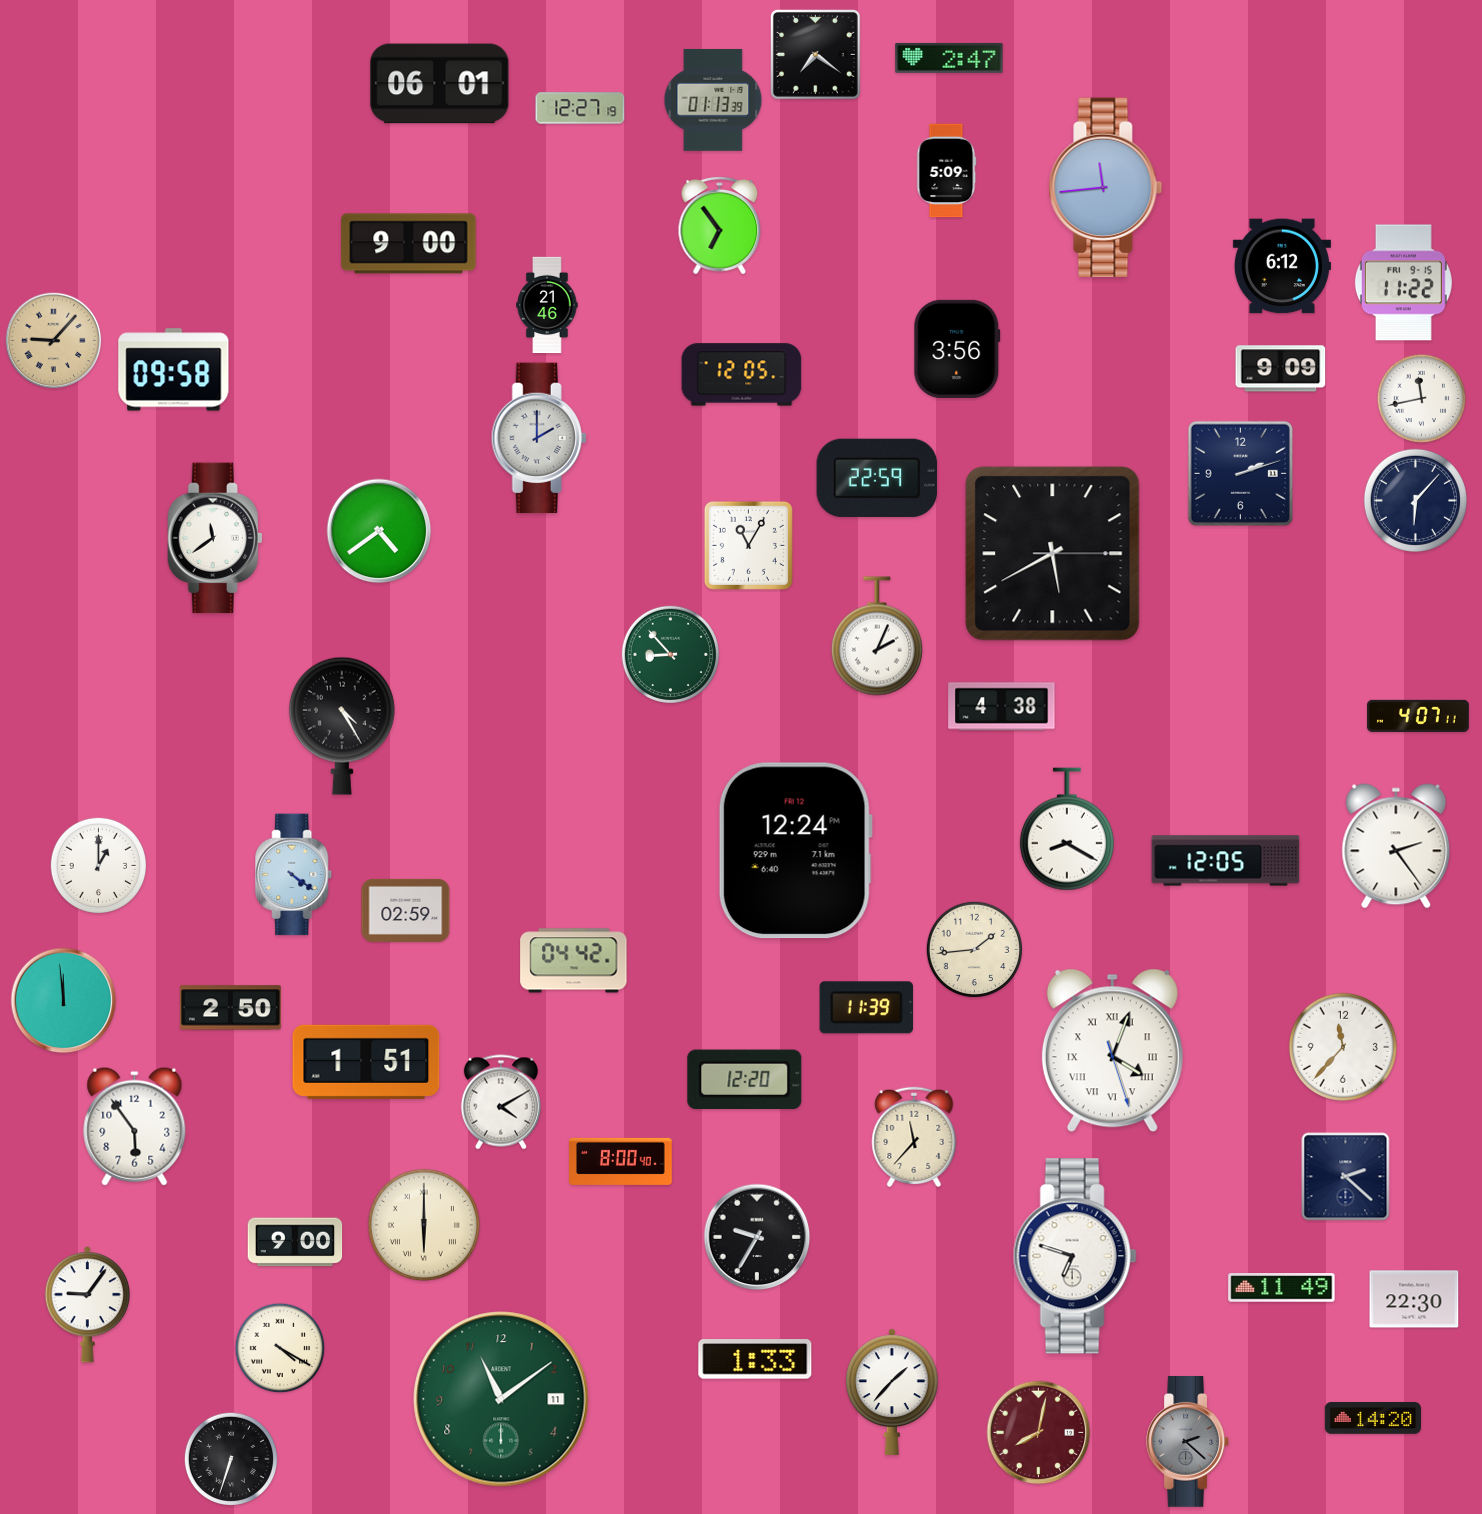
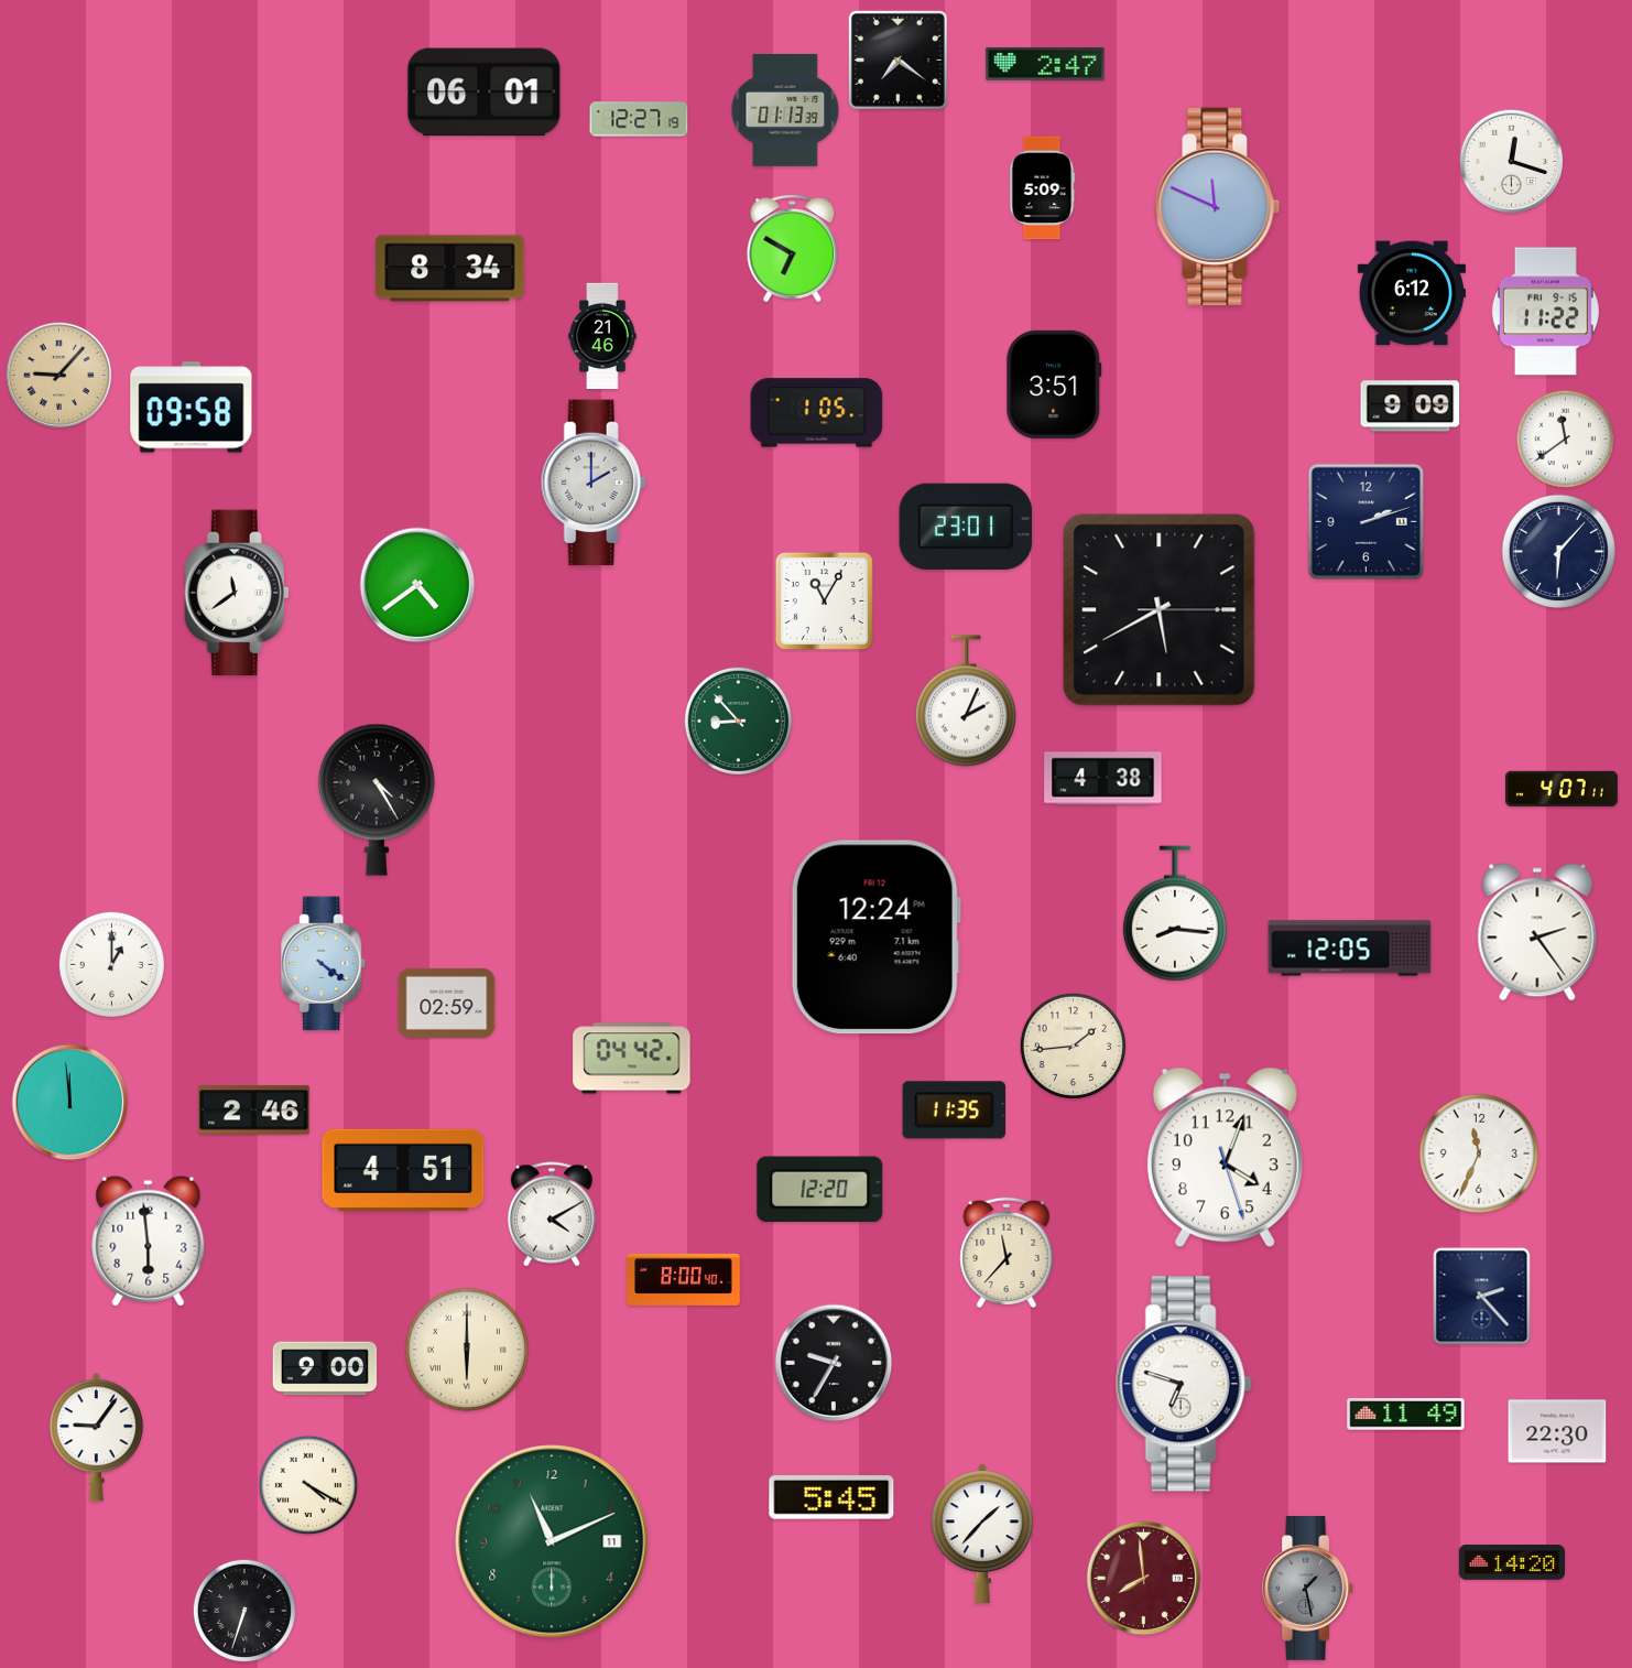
clock at (1512, 162): none -> 12:18
clock at (1106, 187): 11:44 -> 11:49
clock at (720, 226): 6:54 -> 6:50
clock at (409, 244): 9:00 -> 8:34
clock at (957, 349): 3:56 -> 3:51
clock at (742, 375): 12:05 -> 1:05
clock at (1422, 399): 11:43 -> 11:39
clock at (877, 478): 22:59 -> 23:01
clock at (1067, 829): 8:20 -> 8:16
clock at (98, 865) position: (98, 865) -> (111, 964)
clock at (230, 1008): 2:50 -> 2:46
clock at (866, 1008): 11:39 -> 11:35
clock at (1343, 1047): 11:37 -> 11:34
clock at (1112, 1051) numerals: Roman -> Arabic
clock at (366, 1062): 1:51 -> 4:51
clock at (135, 1126): 5:54 -> 5:59
clock at (1346, 1177): 2:22 -> 2:23
clock at (1282, 1288) position: (1282, 1288) -> (1406, 1415)
clock at (755, 1359): 1:33 -> 5:45
clock at (501, 1399): 11:09 -> 11:11
clock at (1039, 1433): 8:02 -> 7:59
clock at (1187, 1442): 2:22 -> 1:28
clock at (230, 1458) position: (230, 1458) -> (243, 1610)
